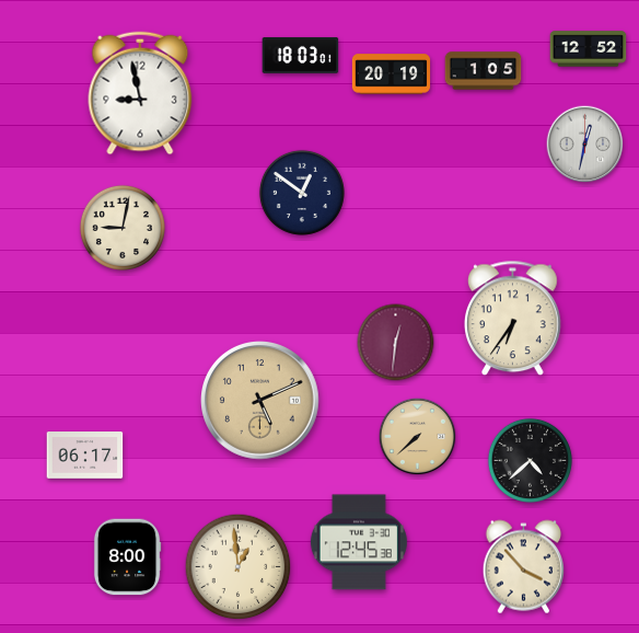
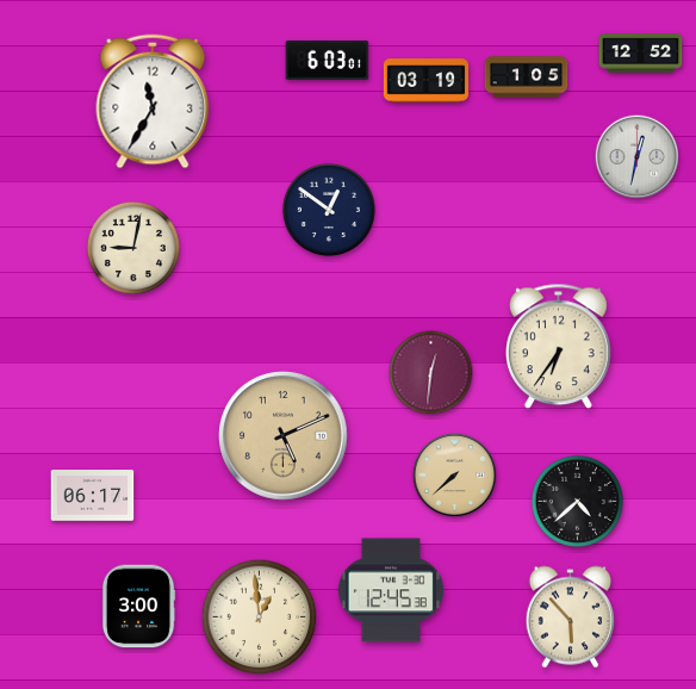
clock at (301, 55): 18:03 -> 6:03
clock at (392, 74): 20:19 -> 03:19
clock at (140, 93): 8:58 -> 11:35
clock at (127, 557): 8:00 -> 3:00
clock at (524, 567): 3:53 -> 5:53
